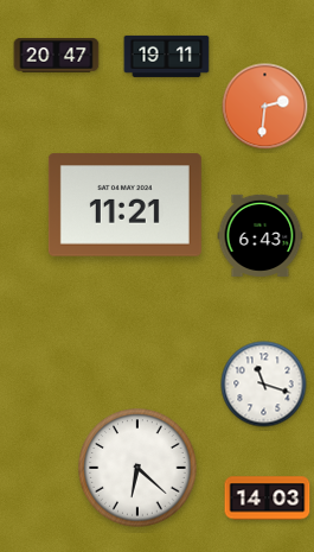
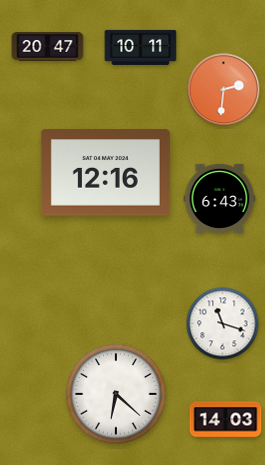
clock at (167, 56): 19:11 -> 10:11
clock at (124, 205): 11:21 -> 12:16
